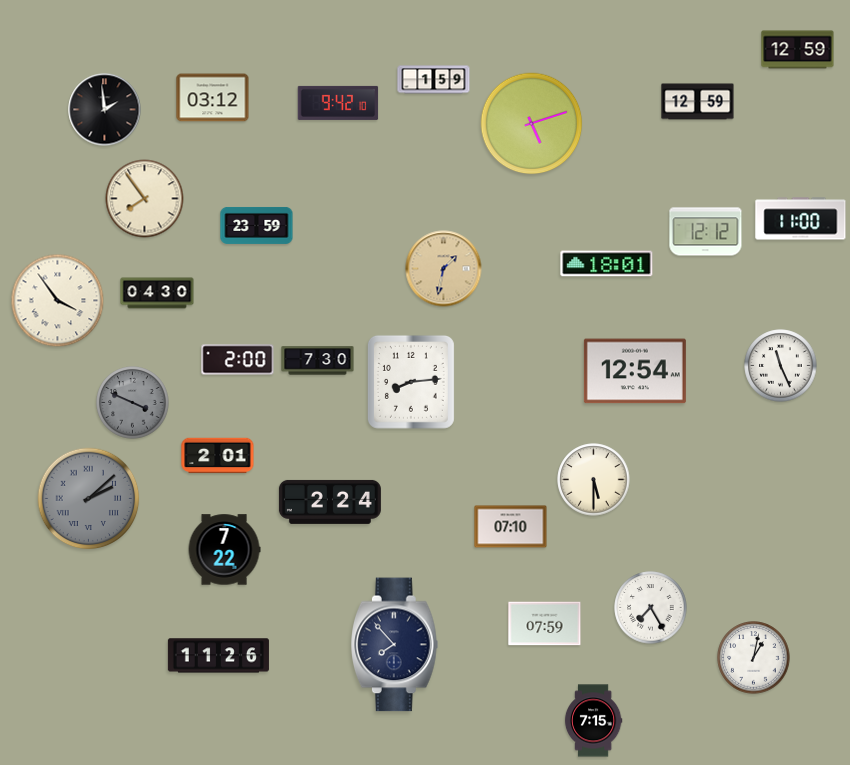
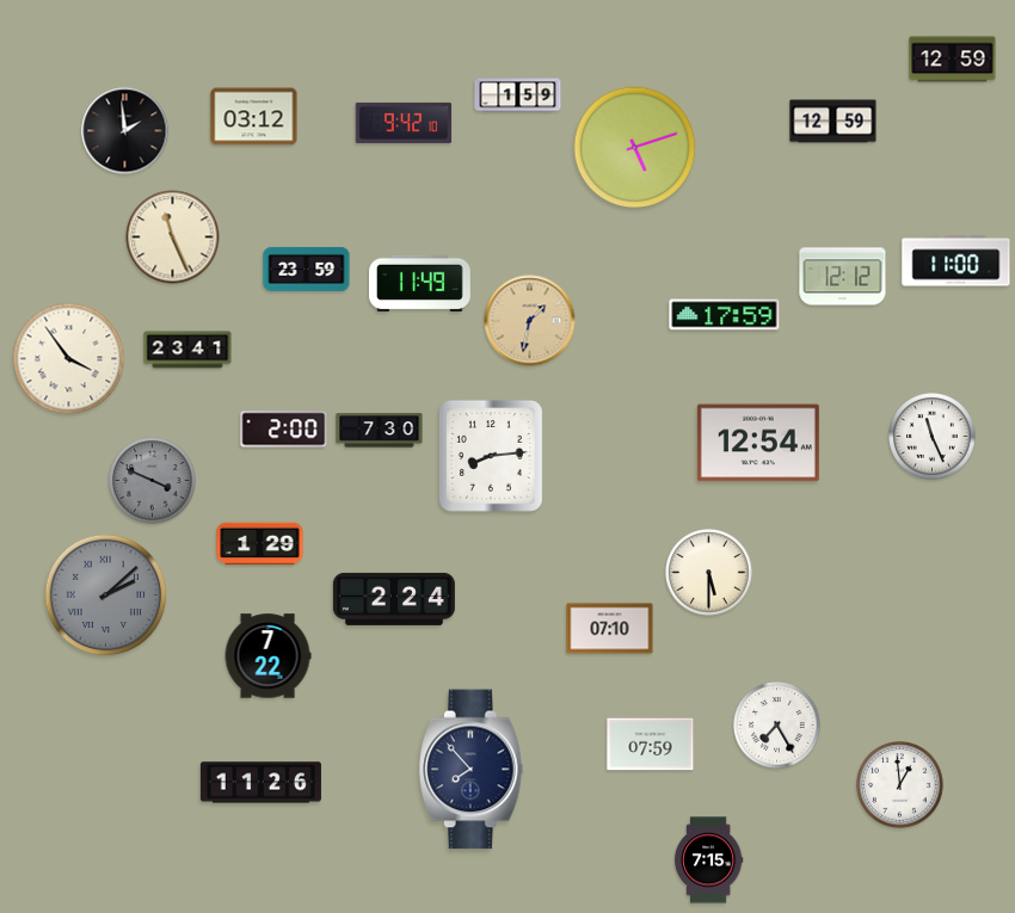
clock at (145, 199): 7:54 -> 11:26
clock at (420, 283): none -> 11:49
clock at (607, 264): 18:01 -> 17:59
clock at (157, 293): 04:30 -> 23:41
clock at (133, 403) position: (133, 403) -> (153, 481)
clock at (218, 456): 2:01 -> 1:29
clock at (754, 658): 1:02 -> 12:59
